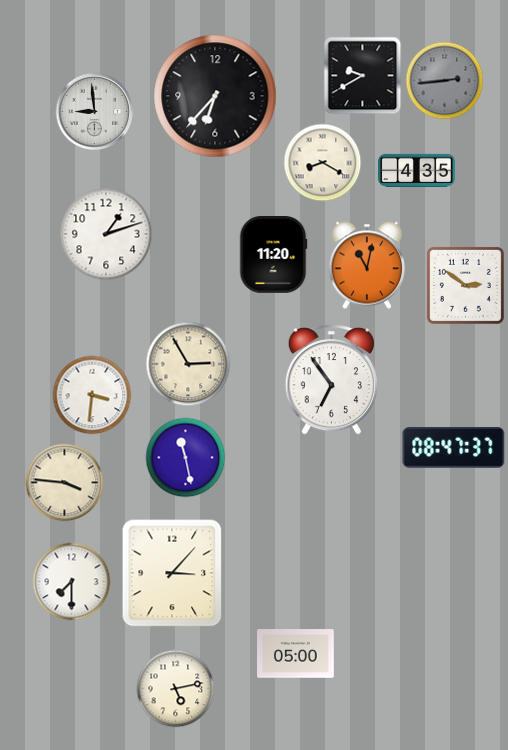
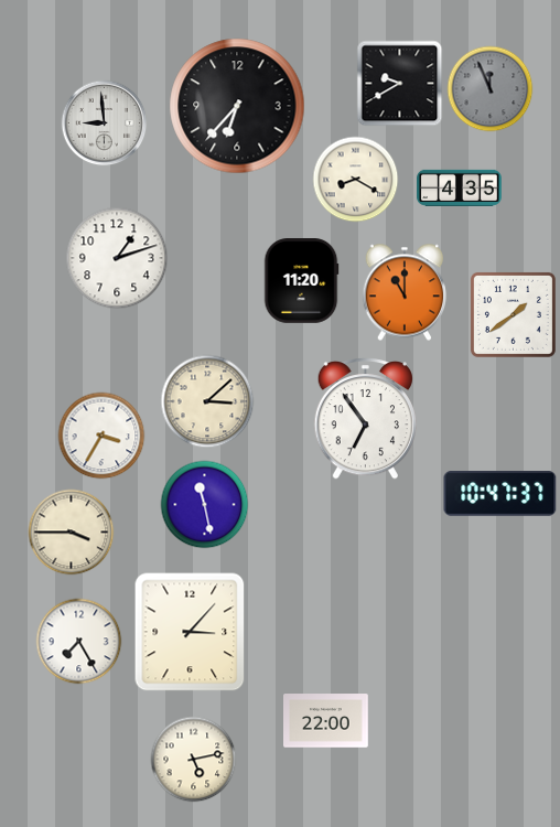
clock at (444, 80): 2:44 -> 11:56
clock at (367, 265): 11:02 -> 11:00
clock at (465, 285): 2:51 -> 1:39
clock at (188, 364): 2:55 -> 3:08
clock at (92, 395): 3:31 -> 3:35
clock at (454, 448): 08:47 -> 10:47
clock at (64, 482): 3:46 -> 3:45
clock at (71, 581): 7:30 -> 7:25
clock at (296, 654): 05:00 -> 22:00
